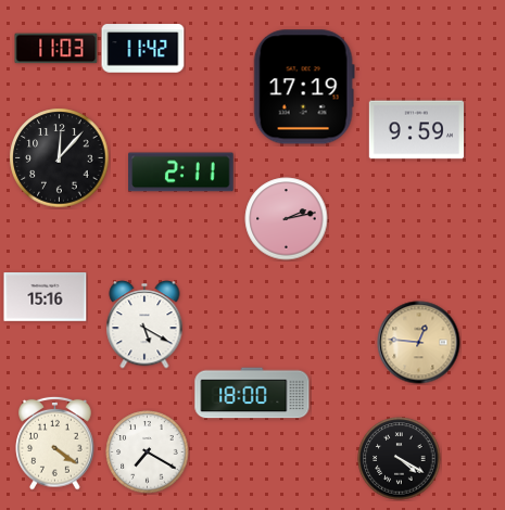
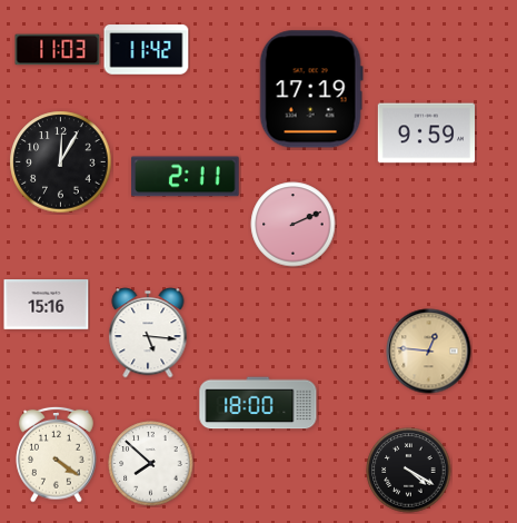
clock at (60, 158): 12:07 -> 12:05
clock at (287, 219): 2:13 -> 2:11
clock at (144, 324): 5:20 -> 5:16
clock at (148, 452): 7:20 -> 7:52
